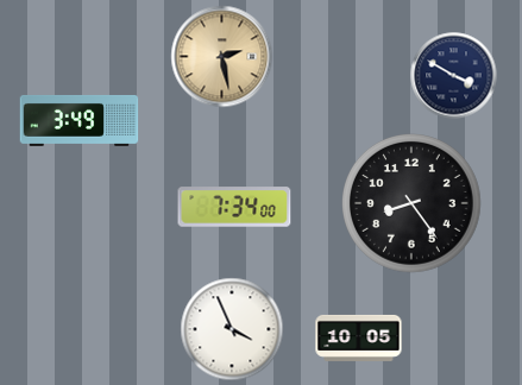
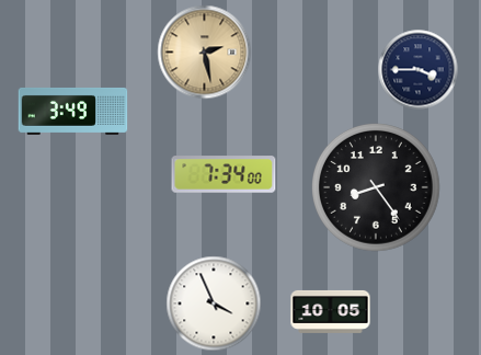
clock at (454, 76): 3:50 -> 3:45
clock at (413, 204) position: (413, 204) -> (377, 188)
clock at (234, 207) position: (234, 207) -> (224, 174)
